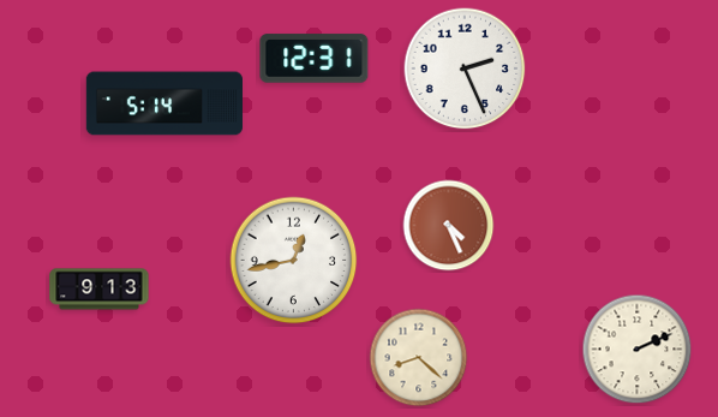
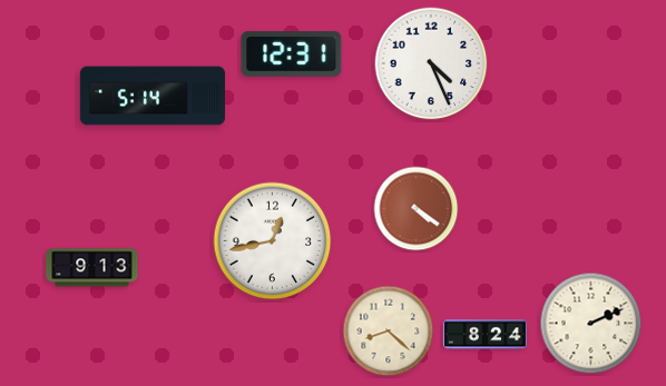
clock at (465, 68): 2:26 -> 4:26
clock at (449, 226): 4:26 -> 4:21
clock at (484, 335): none -> 8:24
